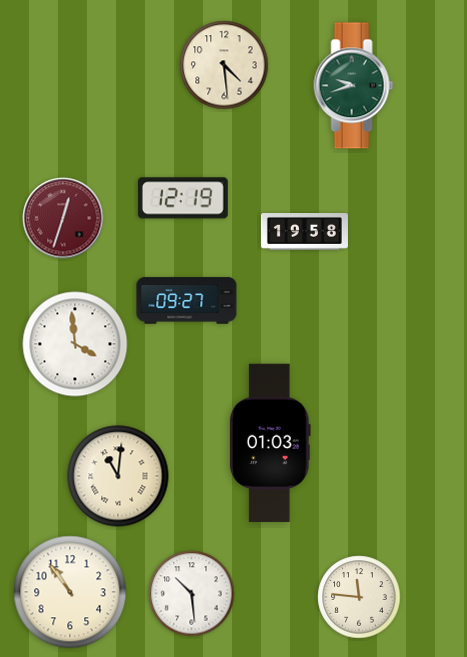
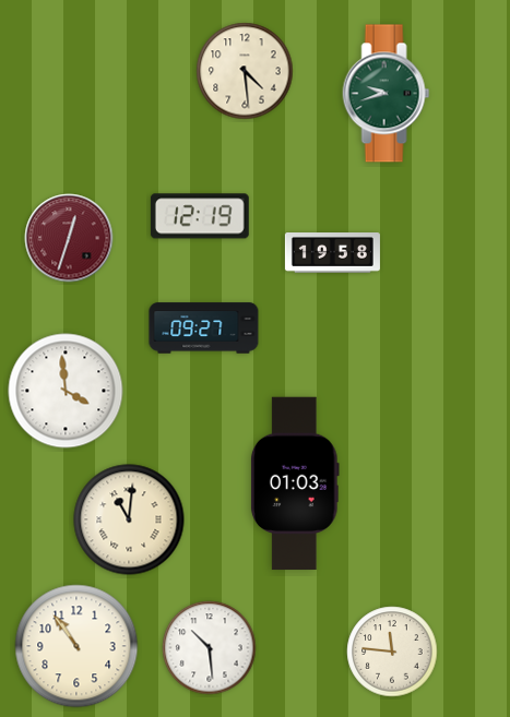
clock at (75, 344) position: (75, 344) -> (66, 391)
